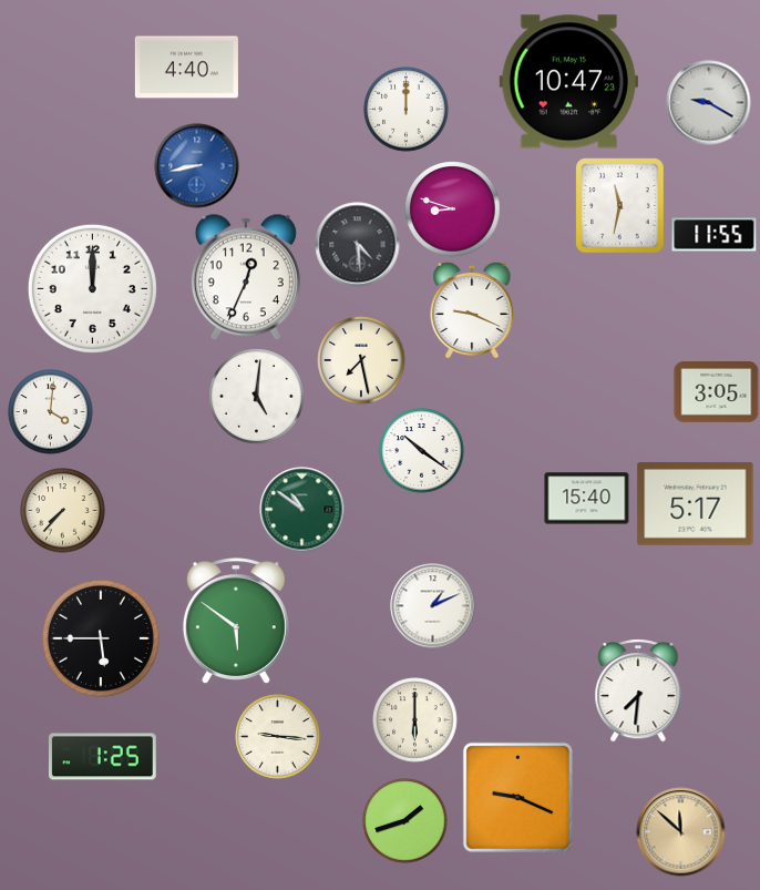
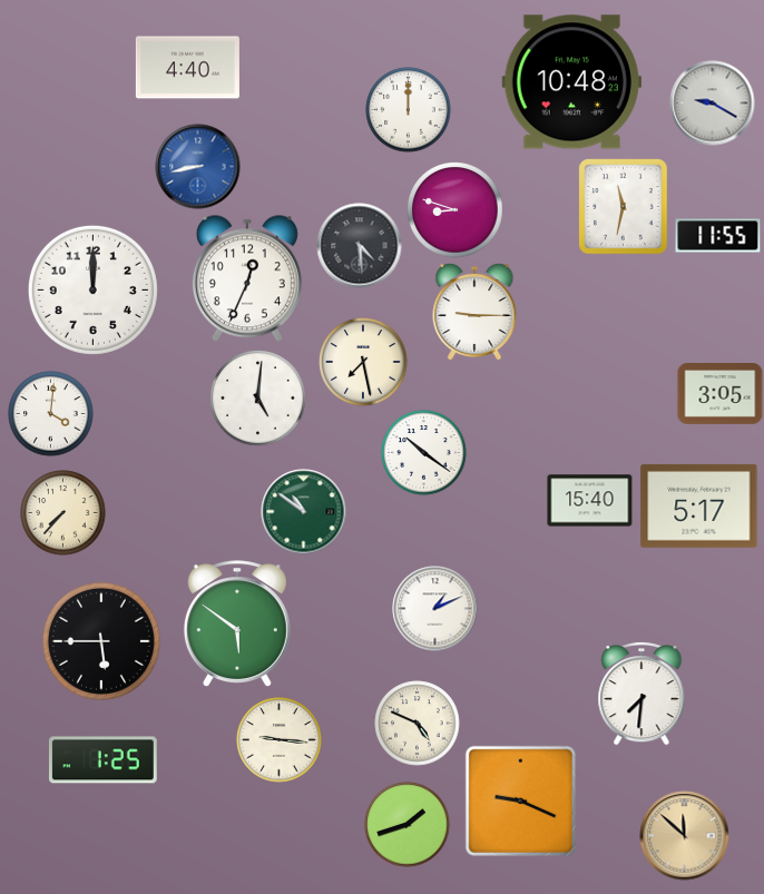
clock at (568, 82): 10:47 -> 10:48
clock at (472, 309): 9:19 -> 9:15
clock at (415, 720): 6:00 -> 4:49
